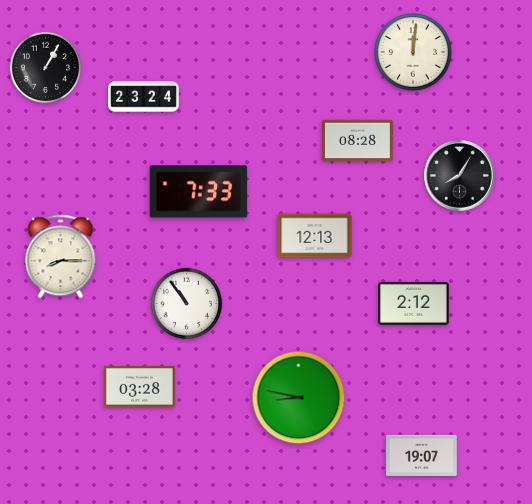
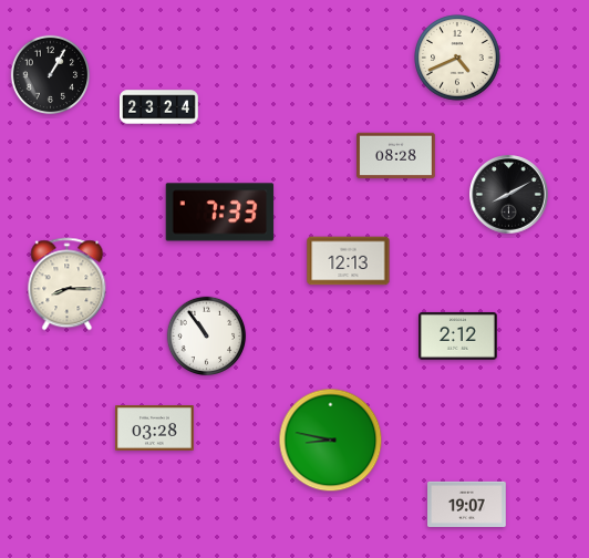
clock at (413, 52): 12:01 -> 4:41
clock at (460, 176): 8:05 -> 8:10
